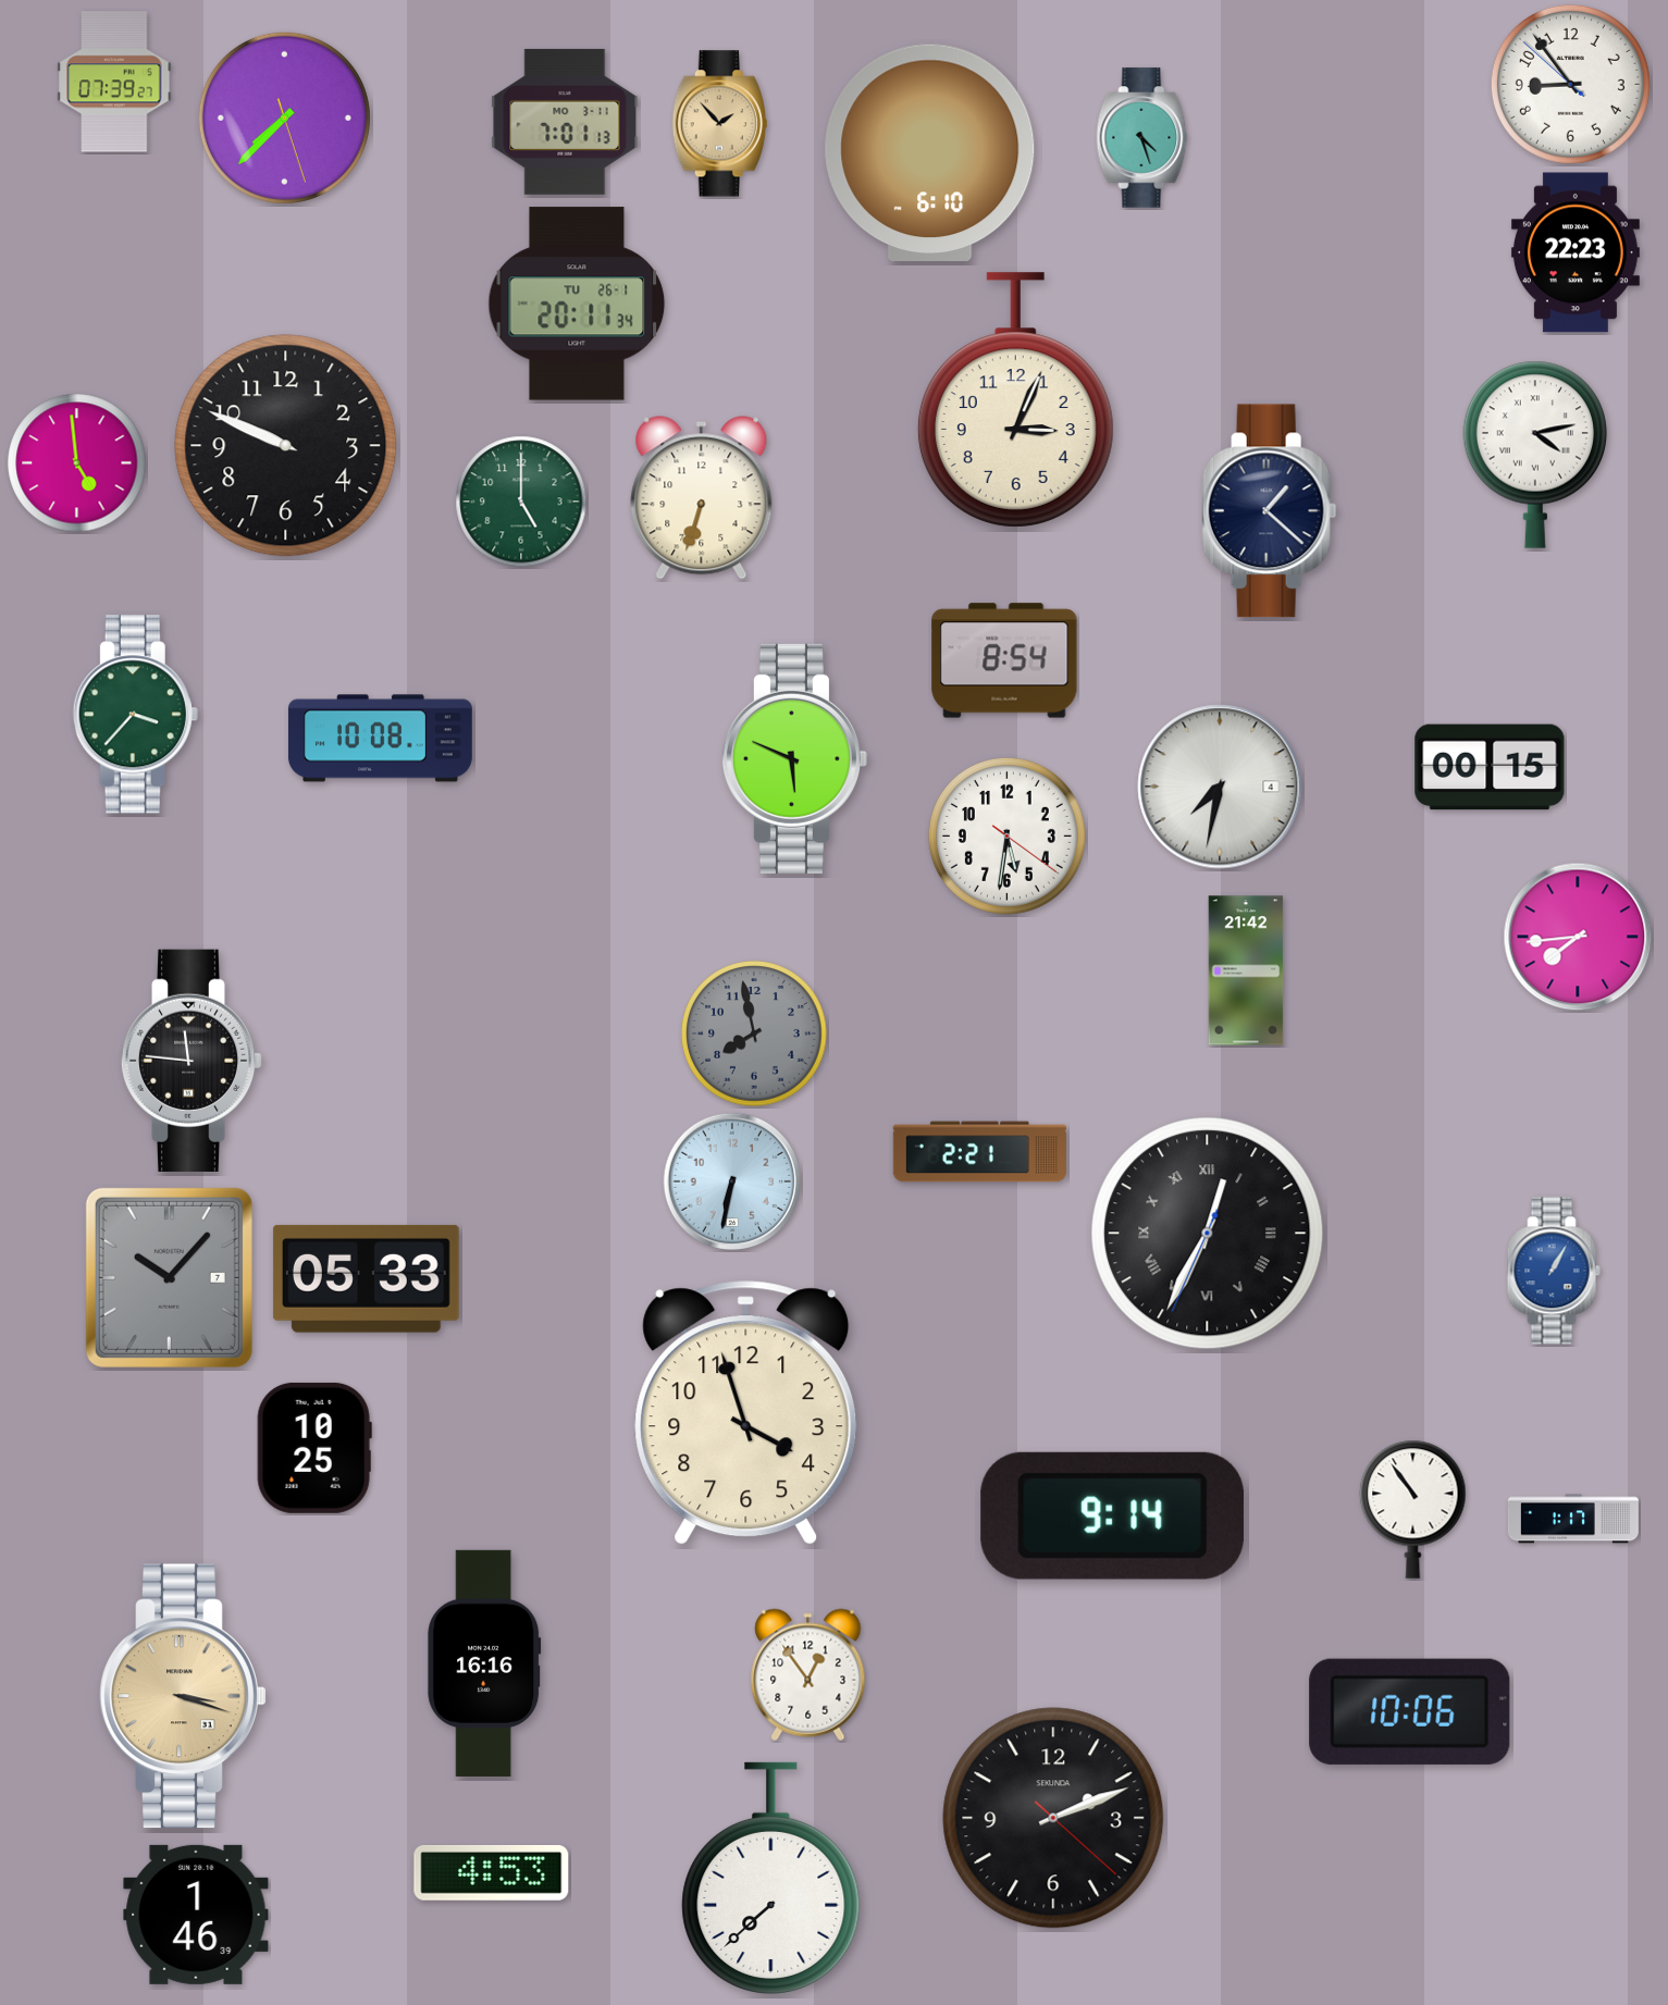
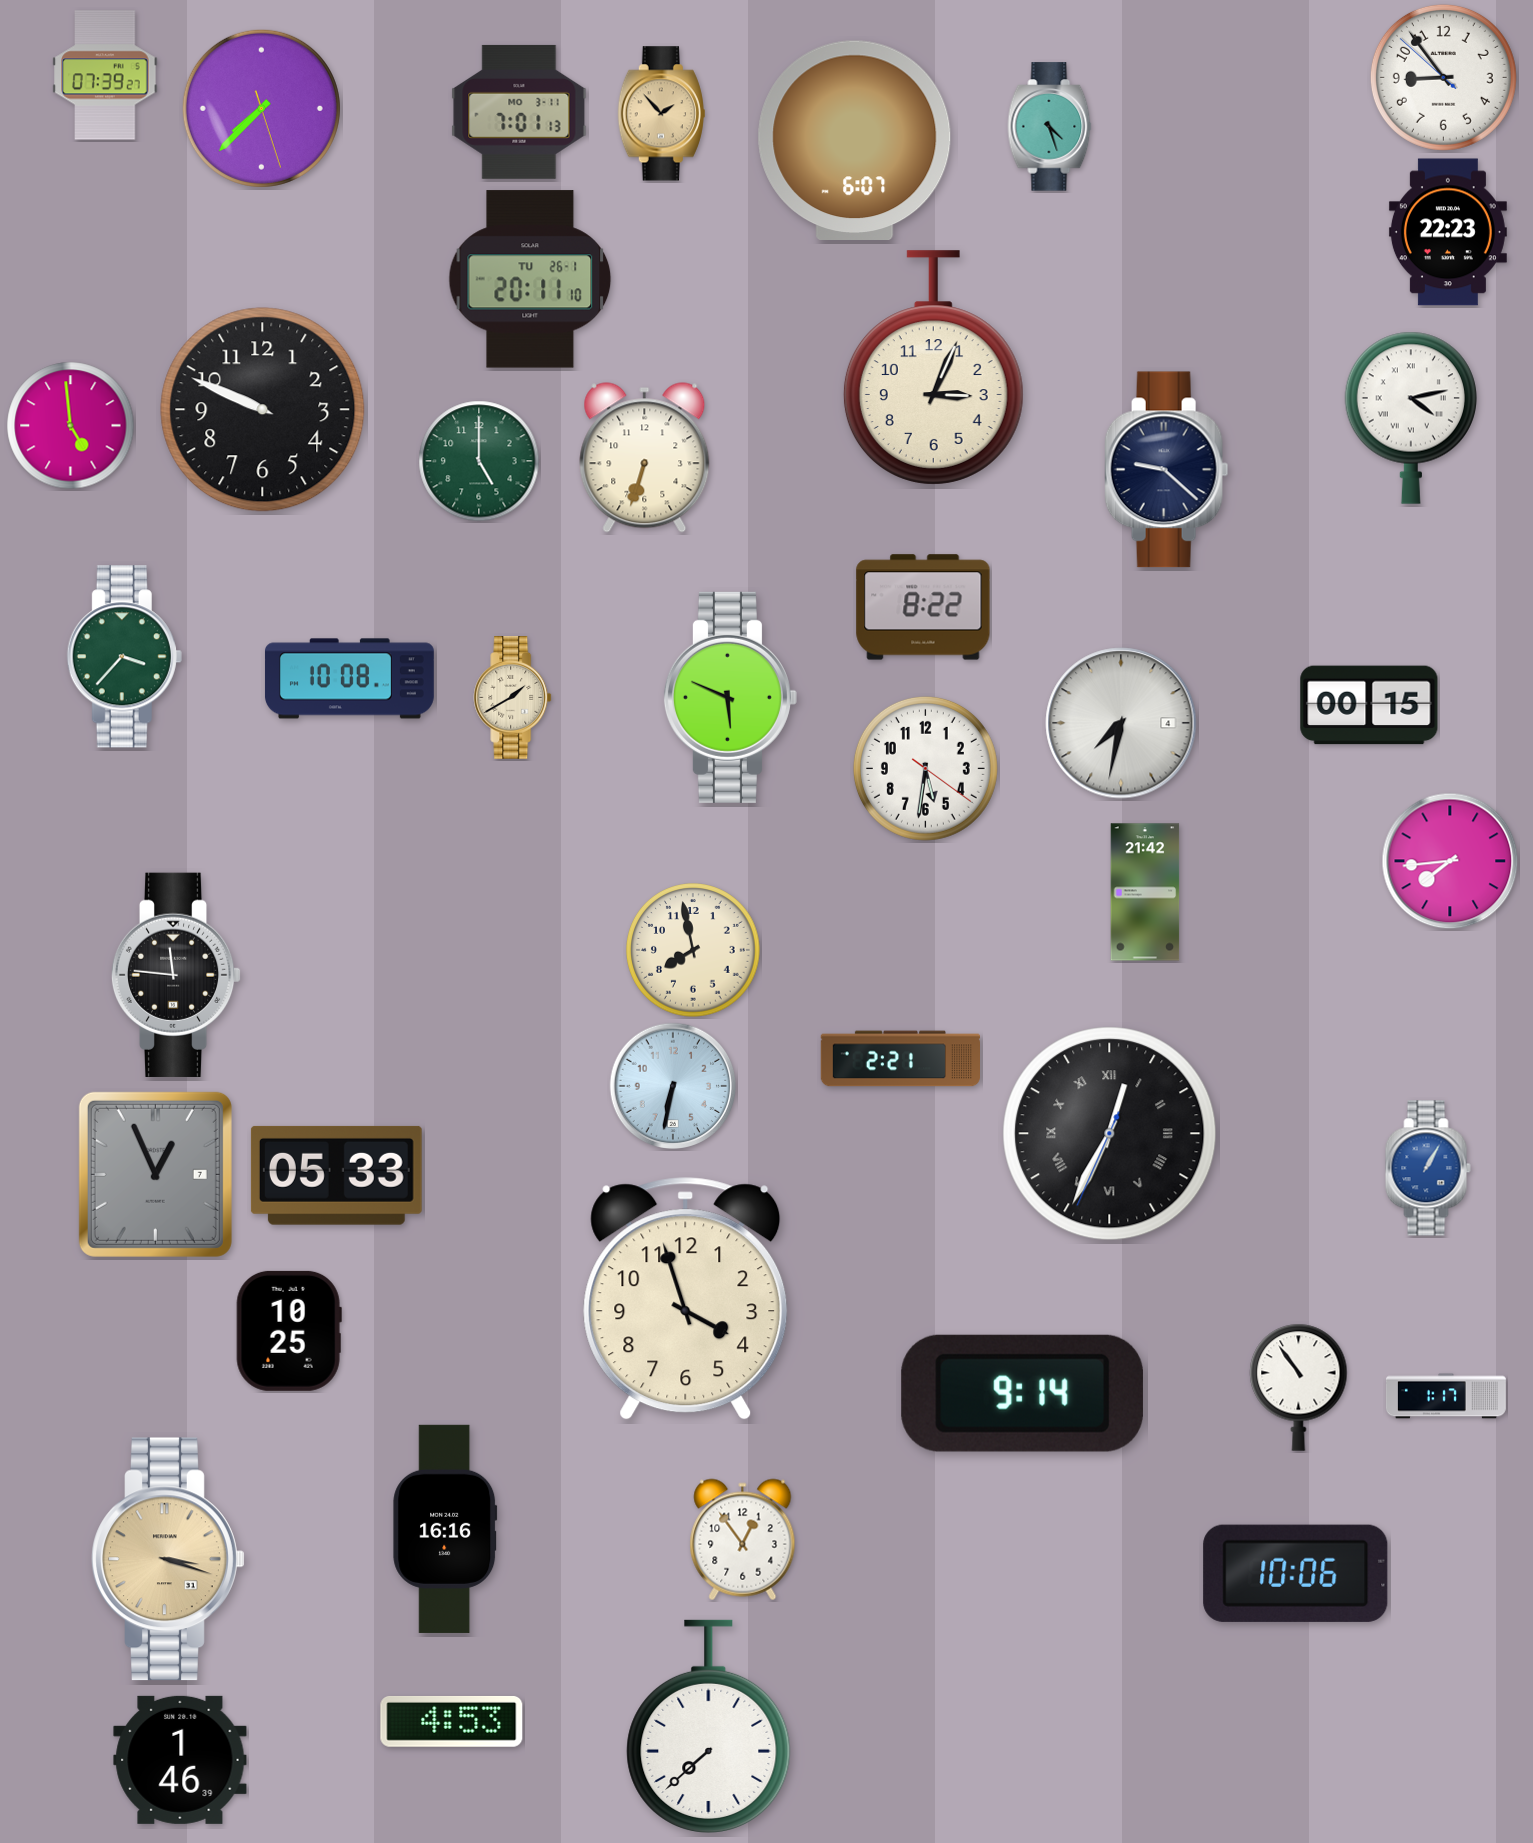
clock at (930, 152): 6:10 -> 6:07
clock at (577, 304): 20:11:34 -> 20:11:10
clock at (1270, 511): 1:22 -> 9:22
clock at (1004, 660): 8:54 -> 8:22
clock at (513, 698): none -> 1:40
clock at (754, 1034) dial: grey -> cream
clock at (169, 1277): 10:07 -> 12:56
clock at (1053, 1818): 2:11 -> none
